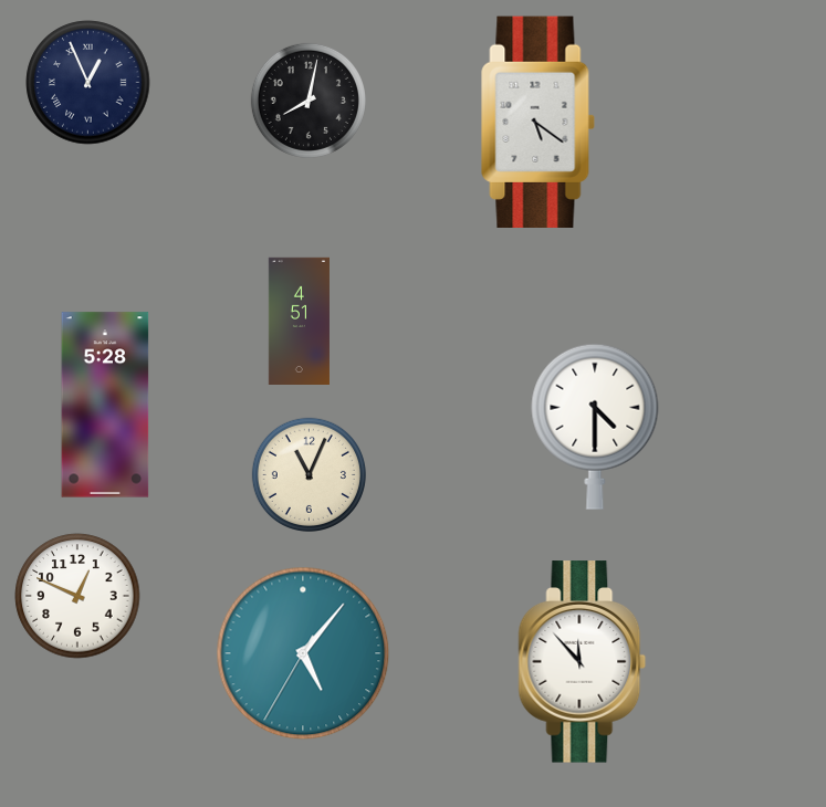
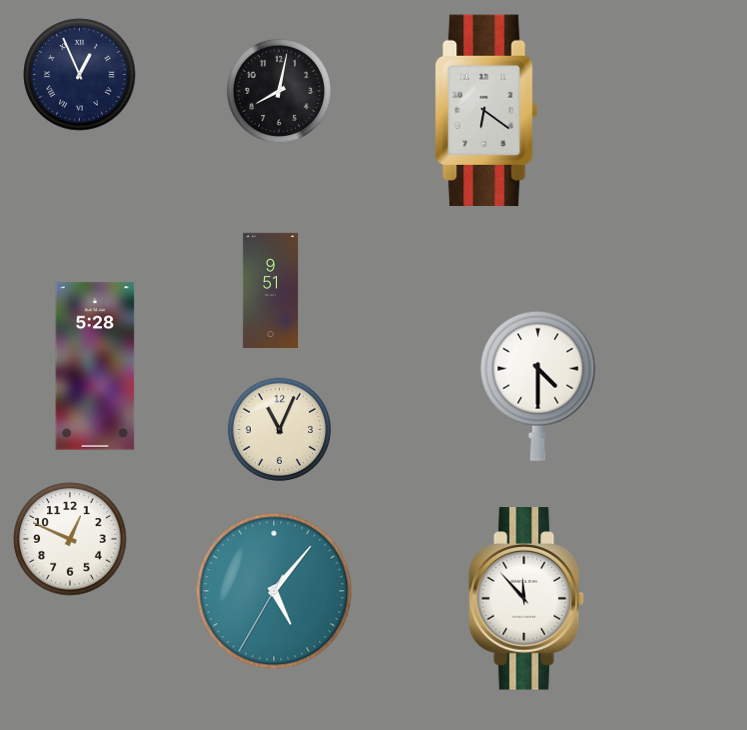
clock at (539, 122): 5:21 -> 6:21
clock at (299, 321): 4:51 -> 9:51
